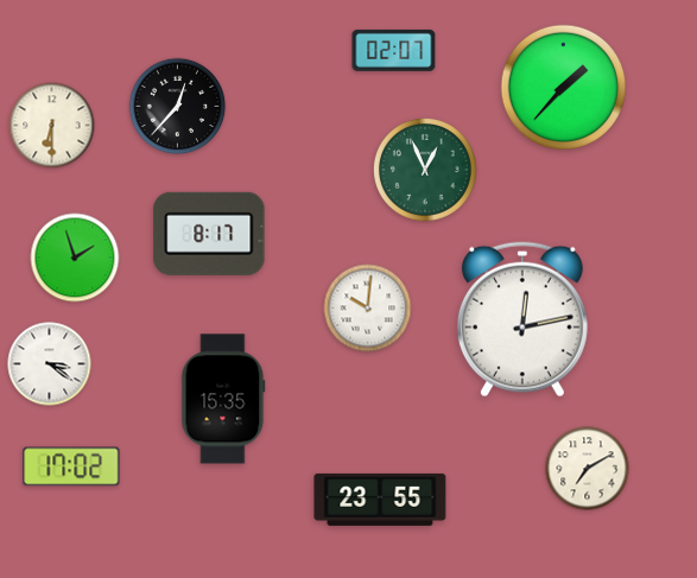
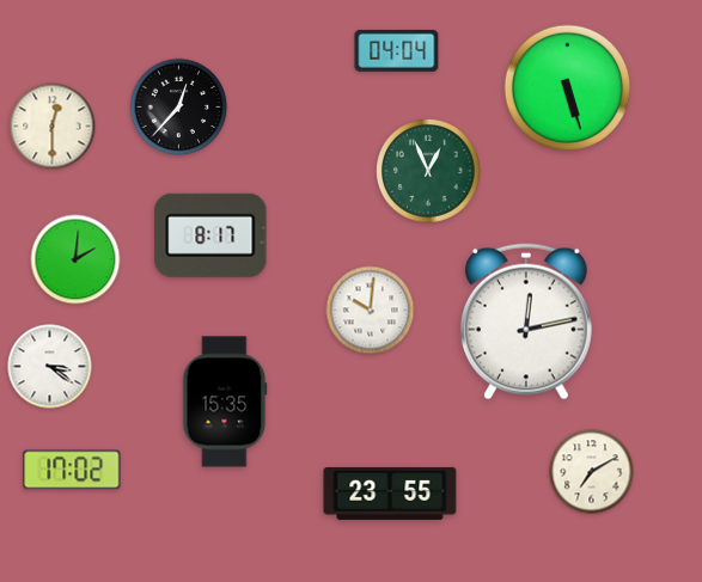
clock at (394, 50): 02:07 -> 04:04
clock at (564, 88): 1:37 -> 5:27
clock at (52, 126): 6:30 -> 12:30
clock at (75, 258): 1:57 -> 2:01
clock at (380, 500) position: (380, 500) -> (390, 494)
